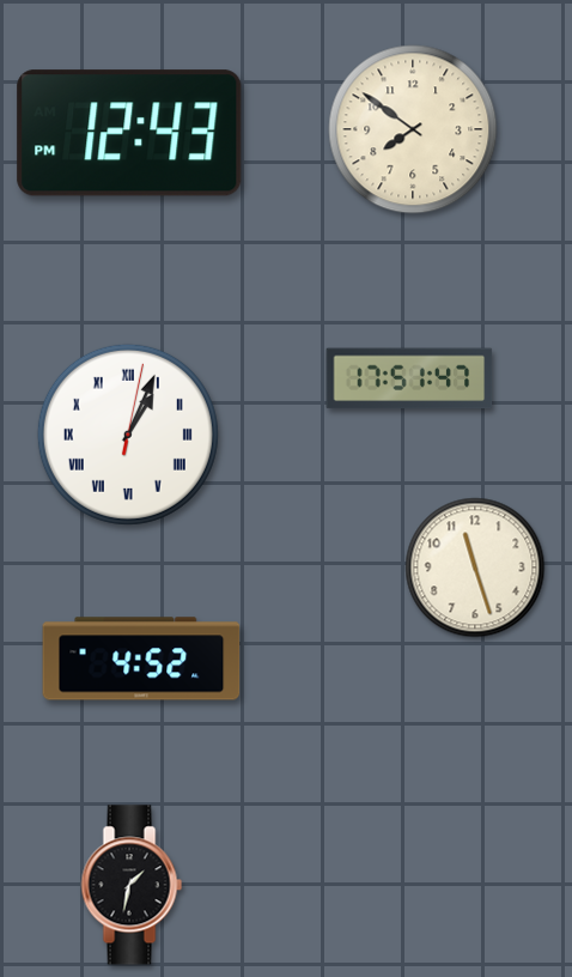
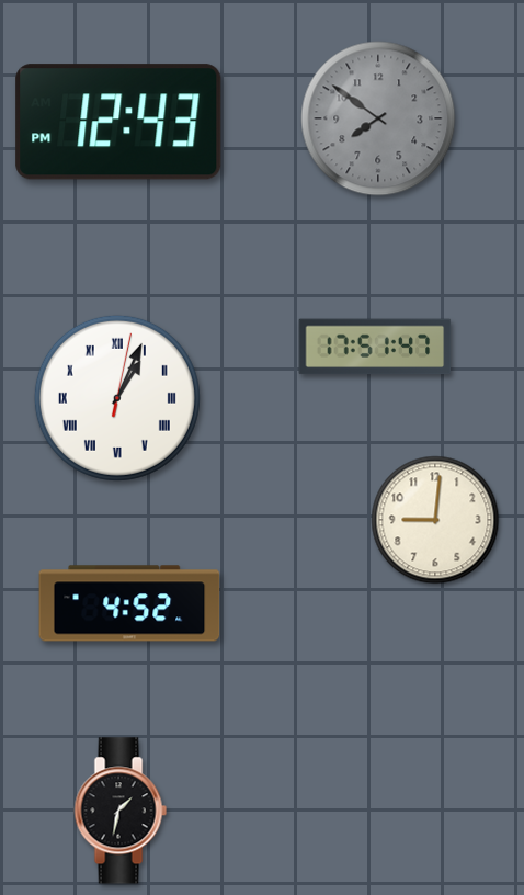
clock at (413, 129) dial: cream -> grey
clock at (475, 568): 11:27 -> 9:01
